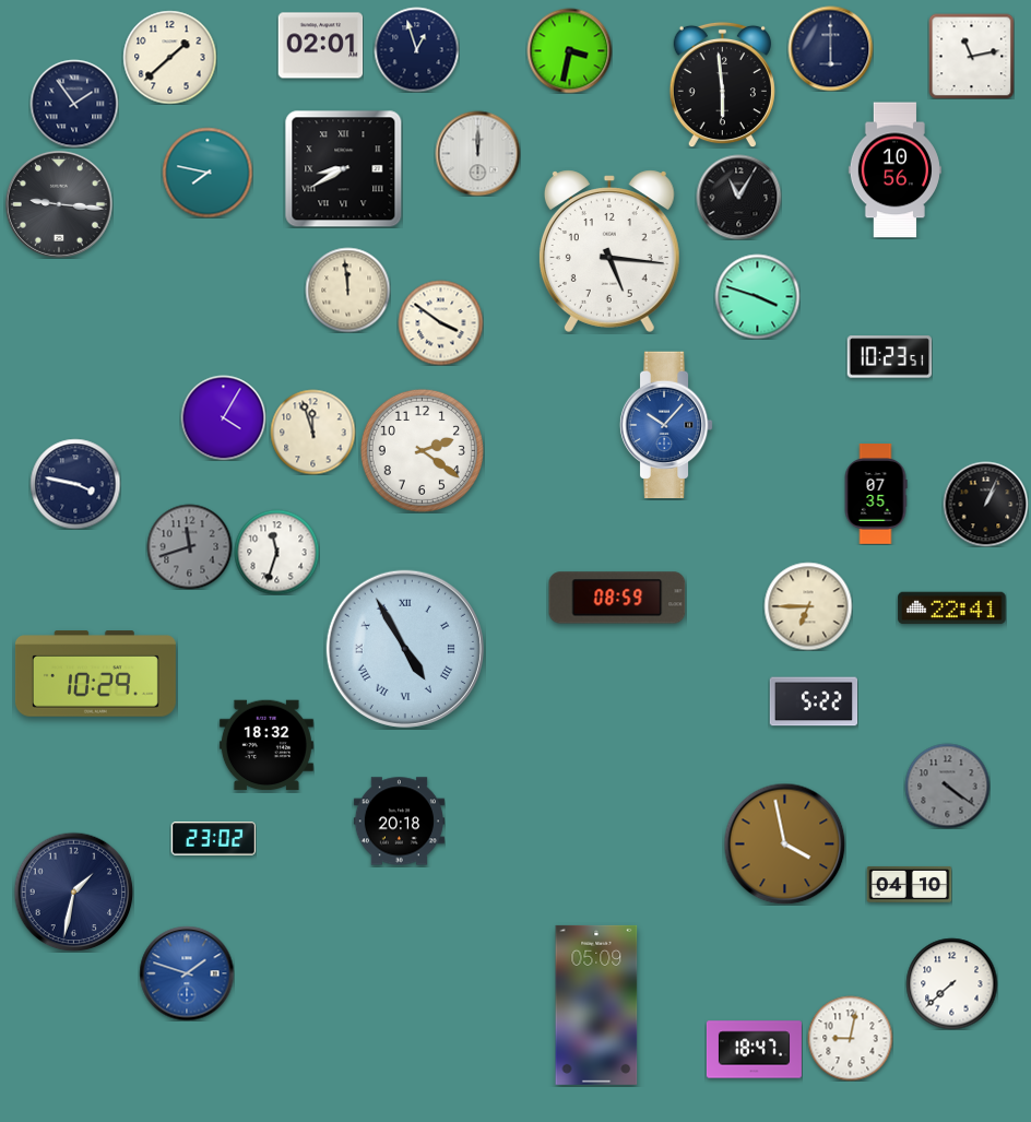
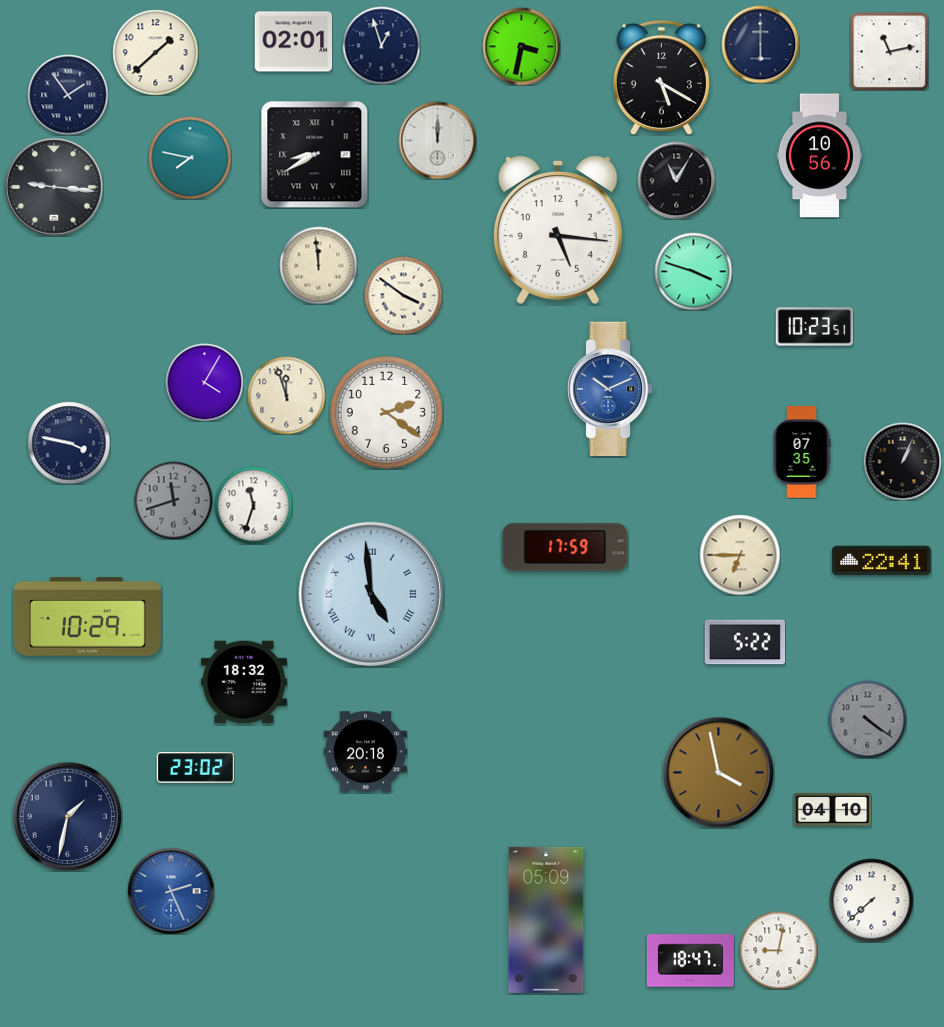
clock at (722, 84): 5:59 -> 5:20
clock at (666, 425): 10:07 -> 10:11
clock at (617, 598): 08:59 -> 17:59
clock at (952, 609) position: (952, 609) -> (882, 561)
clock at (405, 649): 4:55 -> 4:59
clock at (187, 973): 1:48 -> 2:26
